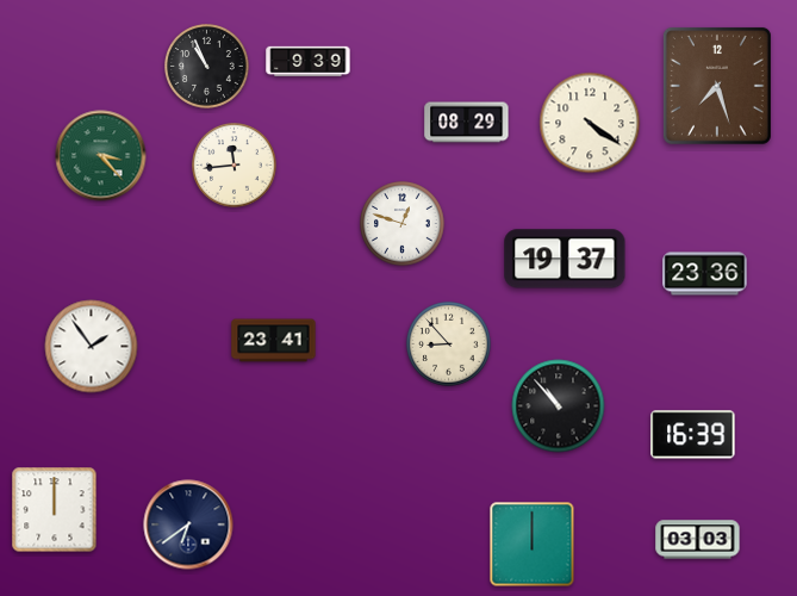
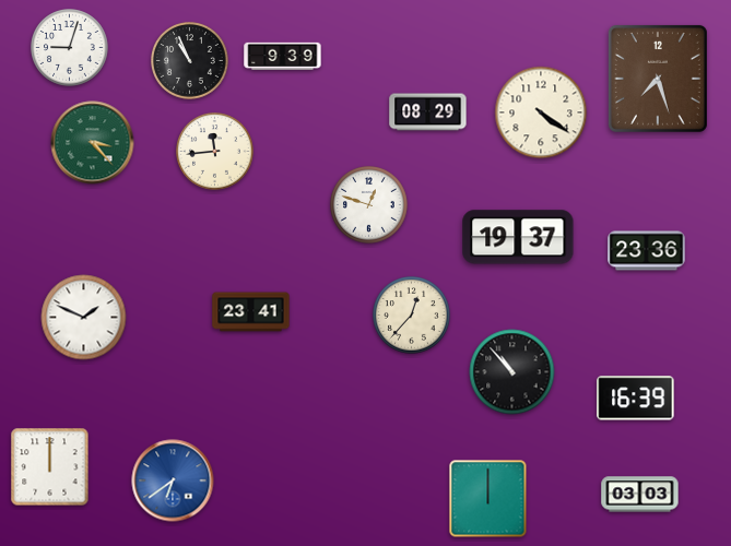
clock at (70, 48): none -> 9:03
clock at (449, 344): 8:53 -> 12:37
clock at (92, 347): 1:54 -> 1:49
clock at (188, 524) dial: navy -> blue
